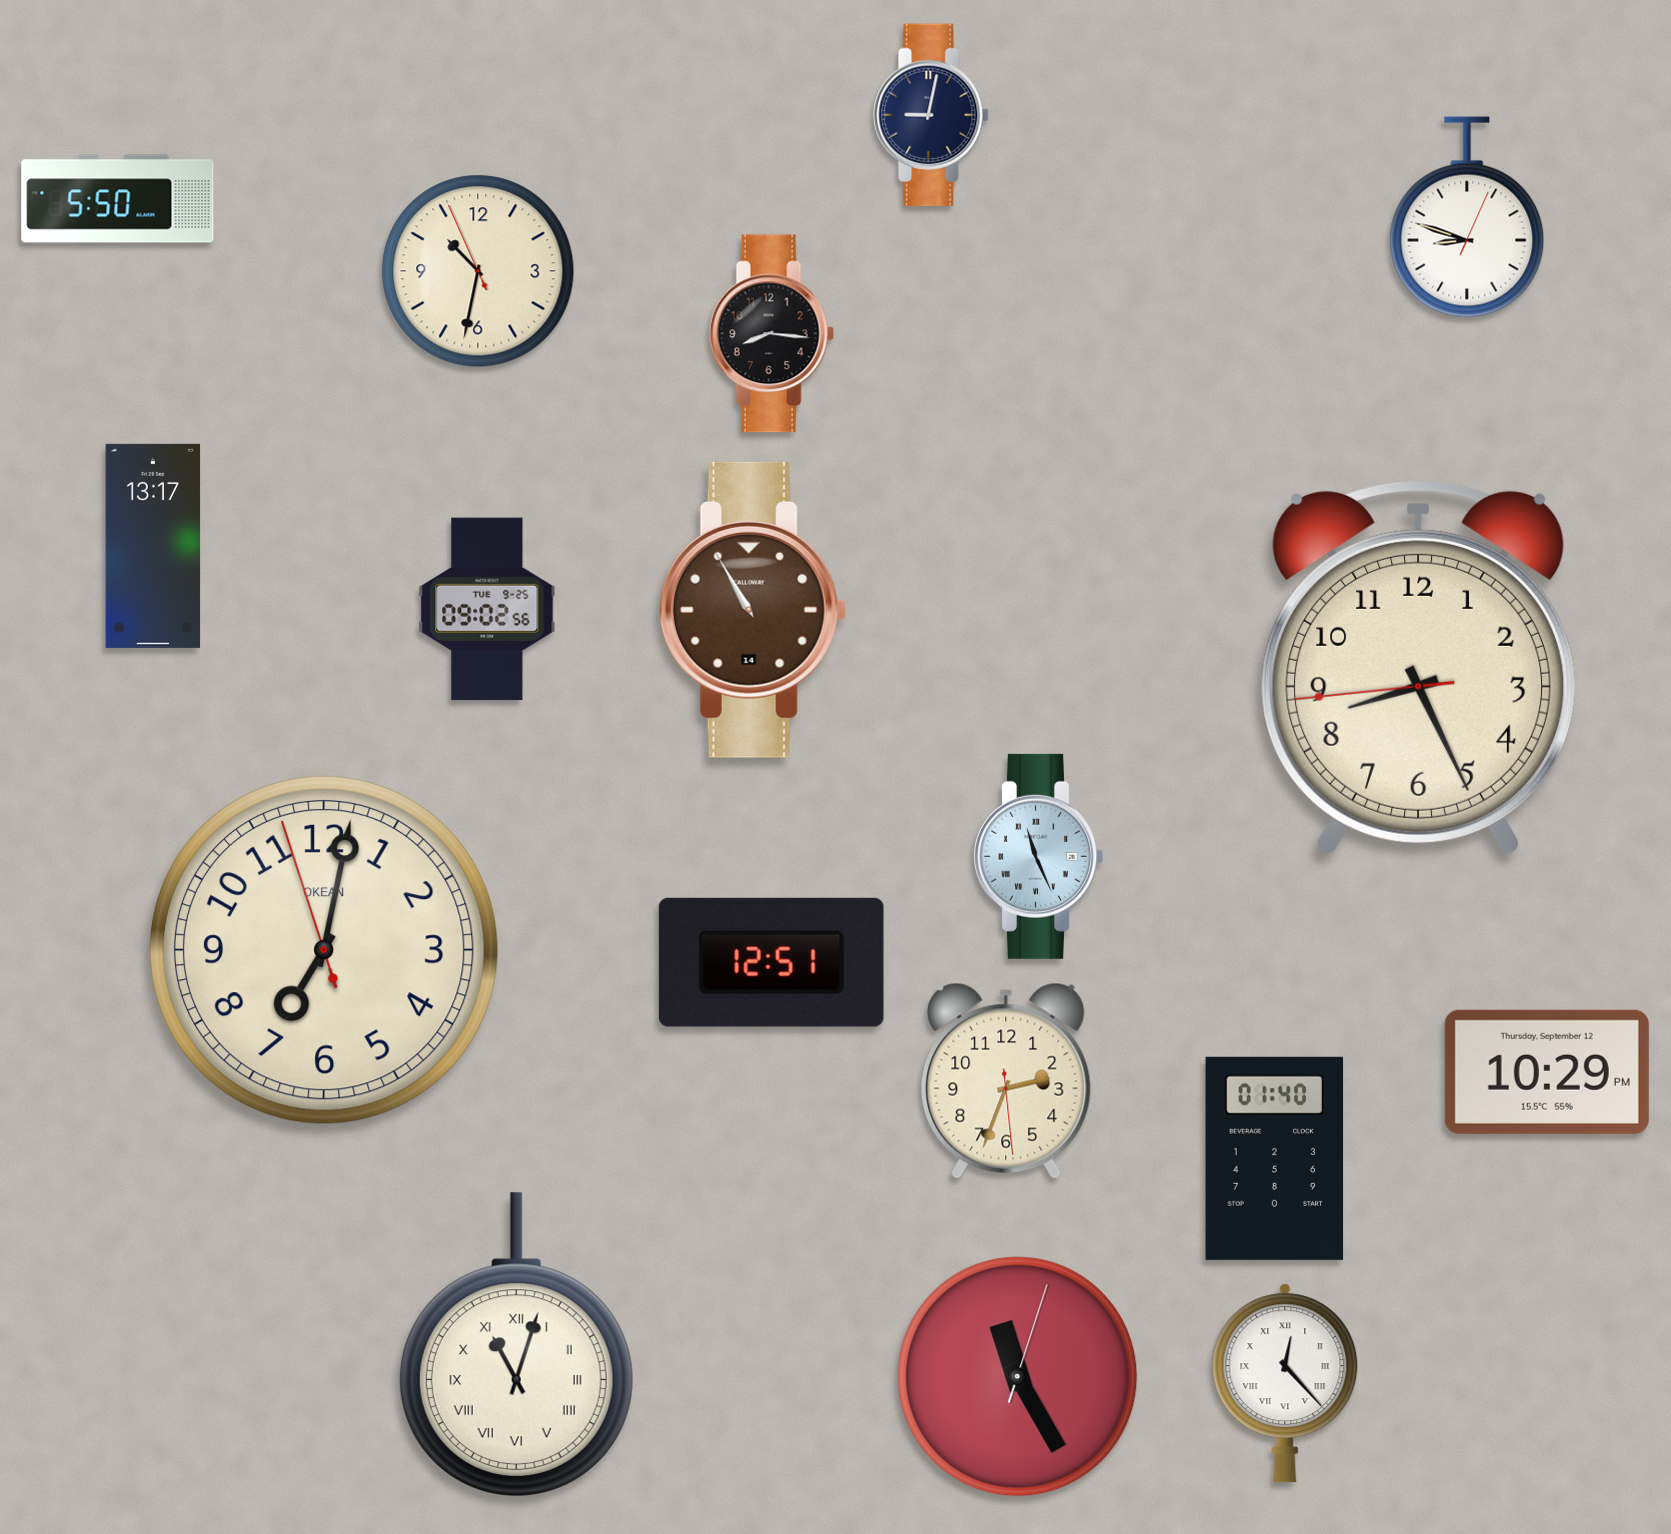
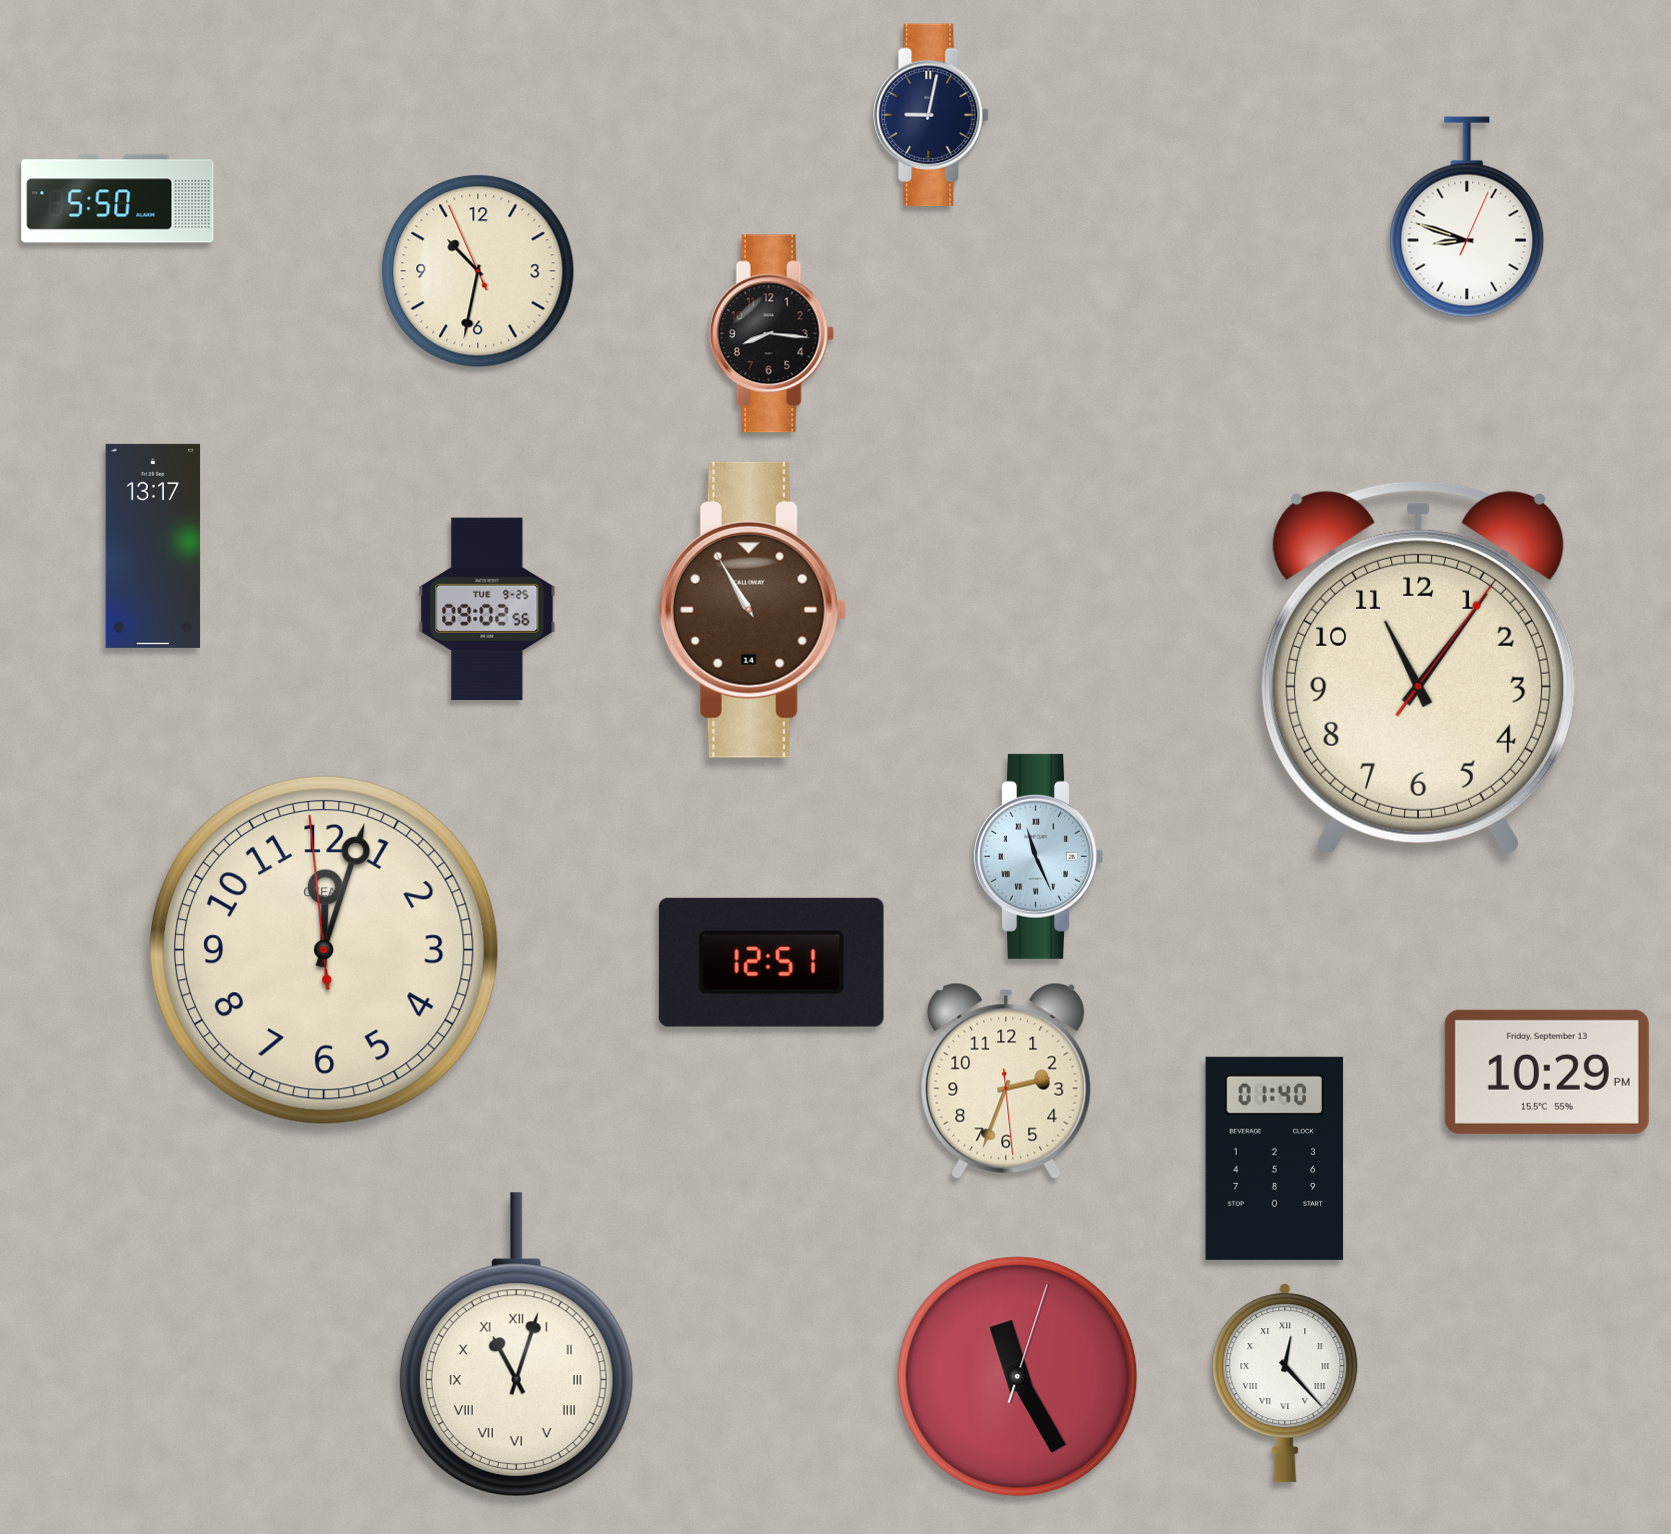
clock at (1418, 667): 8:25 -> 11:06
clock at (324, 950): 7:01 -> 12:02
clock at (1547, 1072) date: Thursday, September 12 -> Friday, September 13
